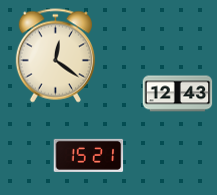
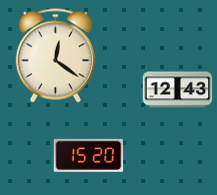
clock at (178, 94) position: (178, 94) -> (178, 90)
clock at (89, 155): 15:21 -> 15:20
